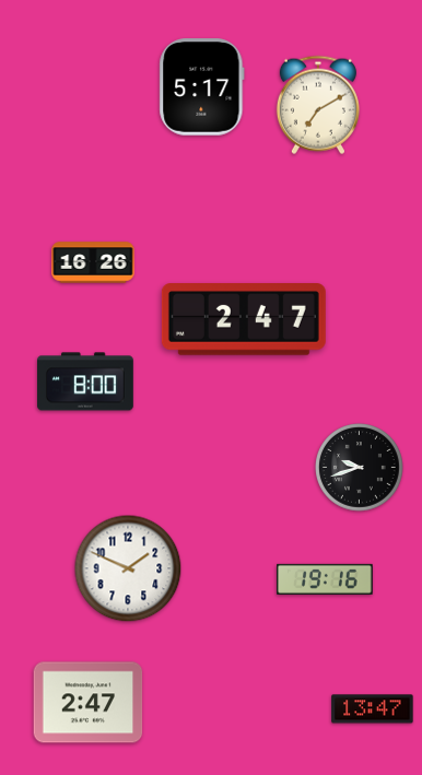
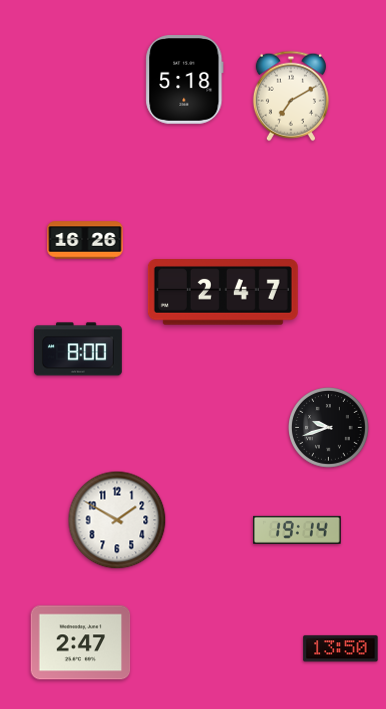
clock at (202, 87): 5:17 -> 5:18
clock at (128, 568): 1:49 -> 1:50
clock at (326, 579): 19:16 -> 19:14
clock at (373, 709): 13:47 -> 13:50
